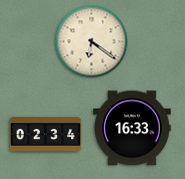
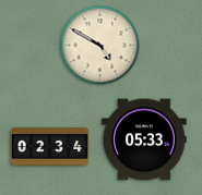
clock at (92, 42): 6:21 -> 4:50
clock at (132, 128): 16:33 -> 05:33
